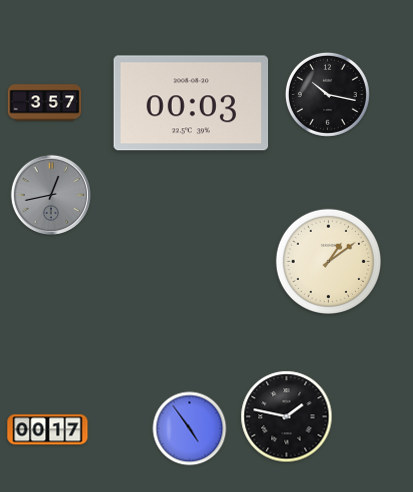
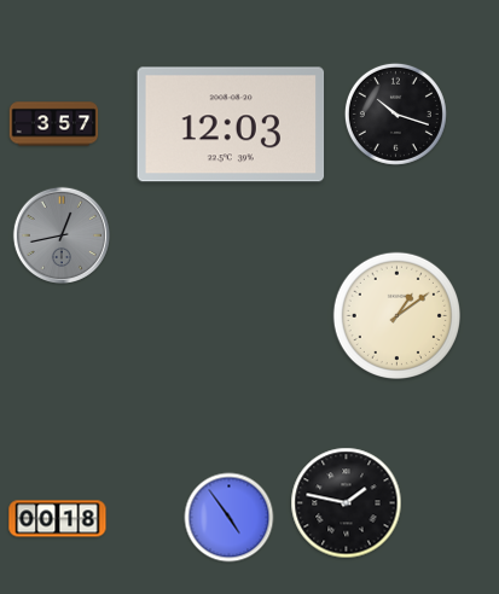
clock at (327, 94): 10:17 -> 10:18
clock at (191, 103): 00:03 -> 12:03
clock at (48, 430): 00:17 -> 00:18
